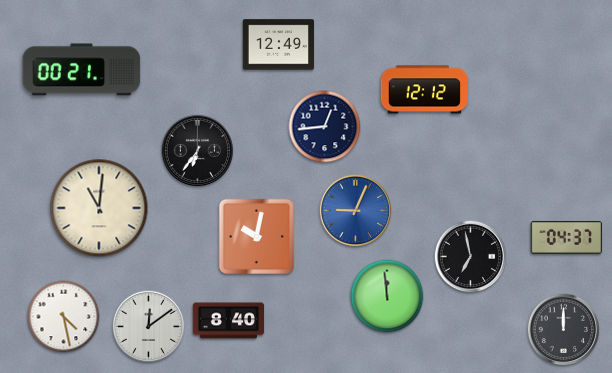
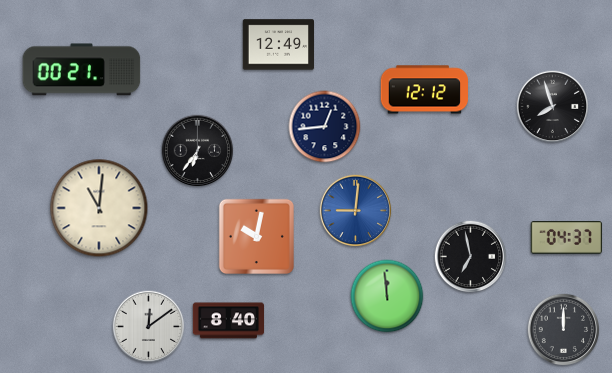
clock at (553, 107): none -> 7:57
clock at (356, 211): 9:04 -> 9:01
clock at (64, 317): 4:28 -> none
